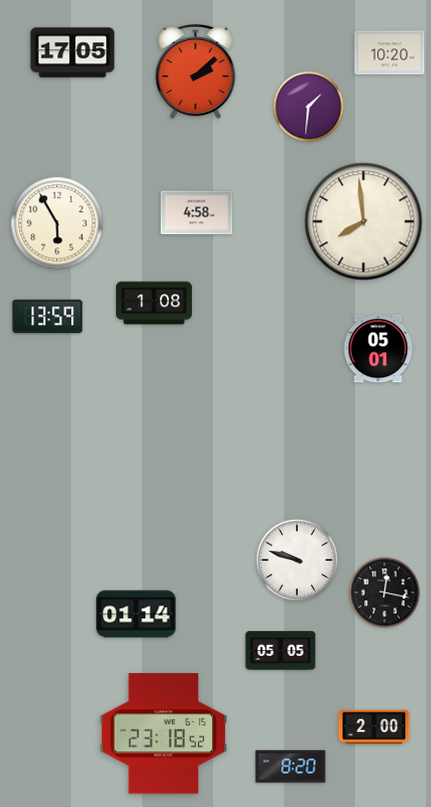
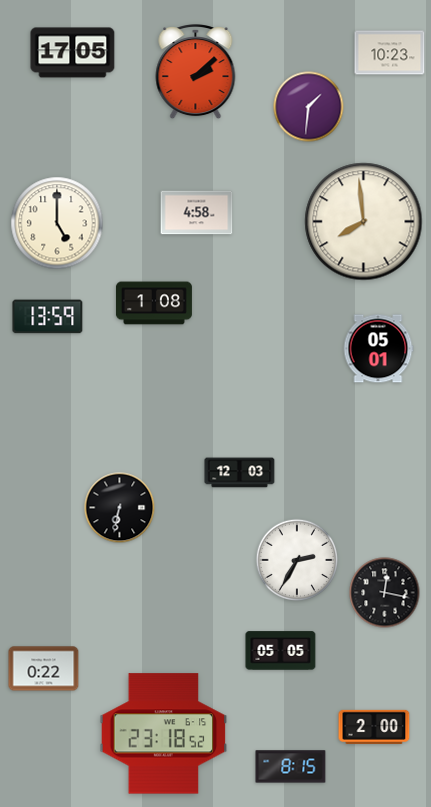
clock at (390, 53): 10:20 -> 10:23
clock at (57, 223): 5:55 -> 5:00
clock at (240, 473): none -> 12:03
clock at (120, 508): none -> 6:32
clock at (297, 560): 9:48 -> 2:35
clock at (136, 614): 01:14 -> none
clock at (44, 669): none -> 0:22
clock at (291, 767): 8:20 -> 8:15
